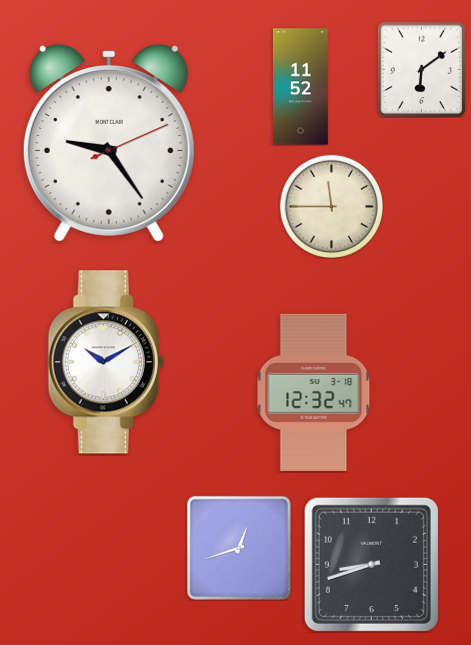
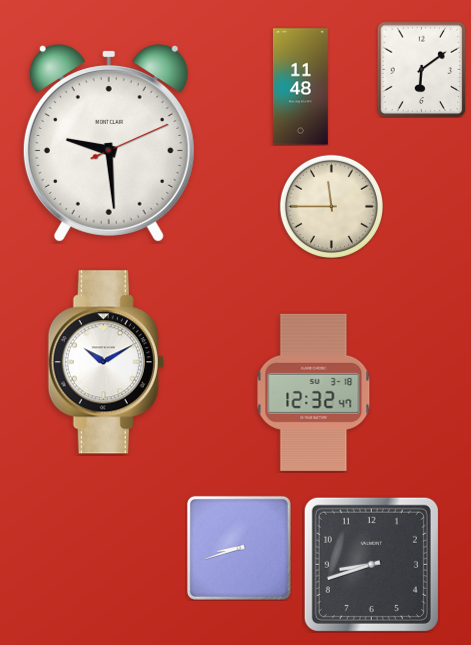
clock at (300, 87): 11:52 -> 11:48
clock at (109, 143): 9:24 -> 9:29
clock at (239, 548): 12:42 -> 8:42
